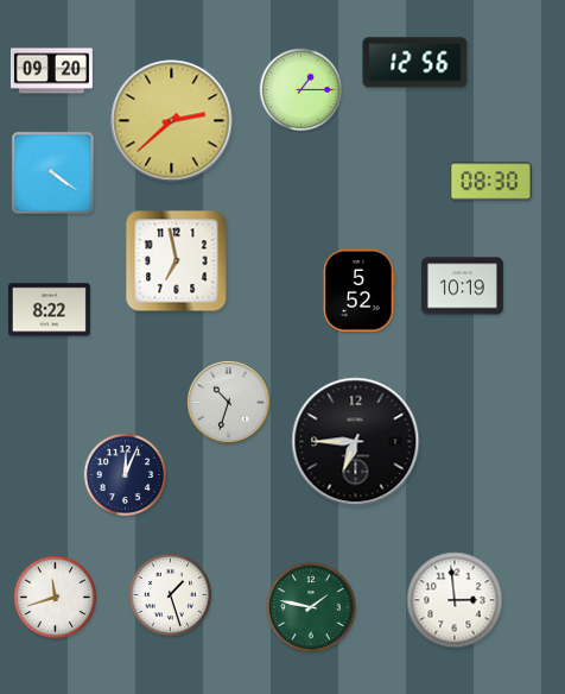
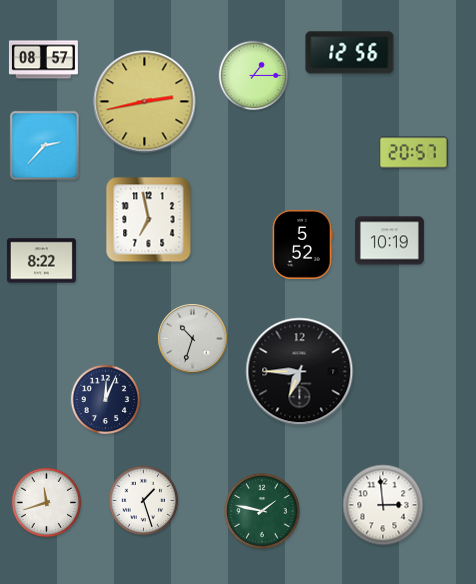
clock at (51, 71): 09:20 -> 08:57
clock at (172, 121): 2:38 -> 2:43
clock at (53, 173): 4:21 -> 2:37
clock at (490, 182): 08:30 -> 20:57
